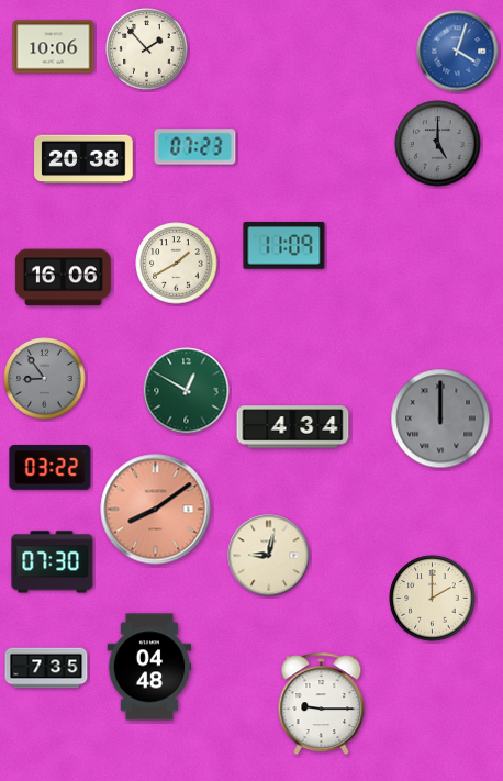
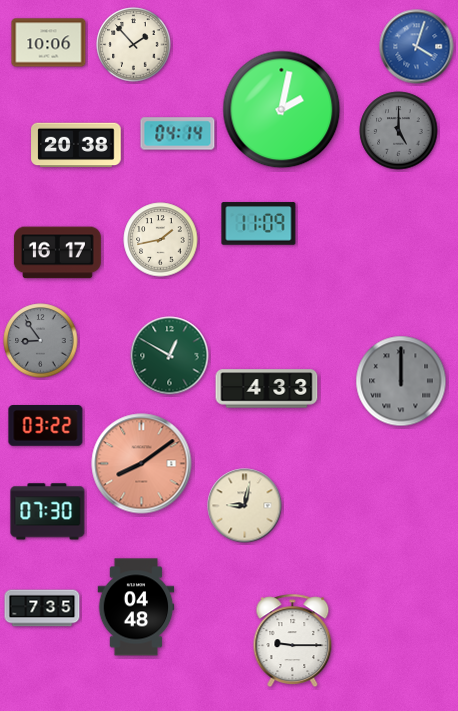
clock at (282, 110): none -> 2:02
clock at (195, 147): 07:23 -> 04:14
clock at (177, 264): 1:40 -> 1:43
clock at (63, 278): 16:06 -> 16:17
clock at (45, 379) position: (45, 379) -> (41, 341)
clock at (293, 427): 4:34 -> 4:33
clock at (433, 599): 2:00 -> none
